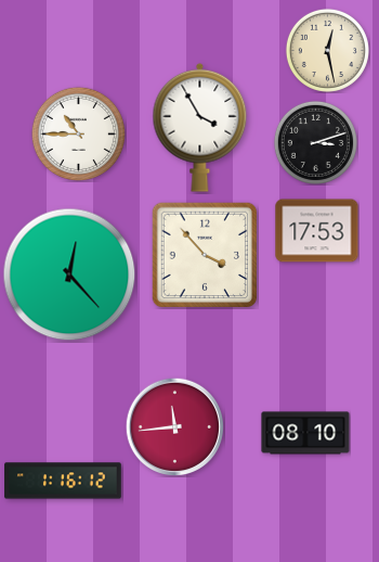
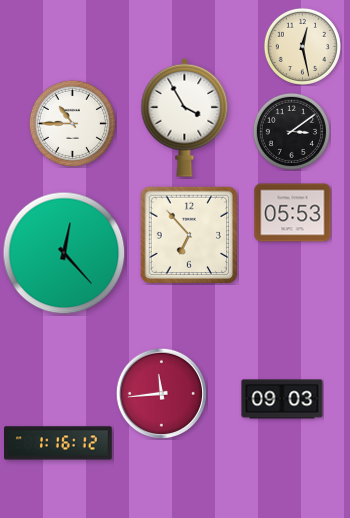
clock at (315, 142): 3:12 -> 3:09
clock at (317, 231): 17:53 -> 05:53
clock at (205, 255): 3:53 -> 6:53
clock at (305, 433): 08:10 -> 09:03
